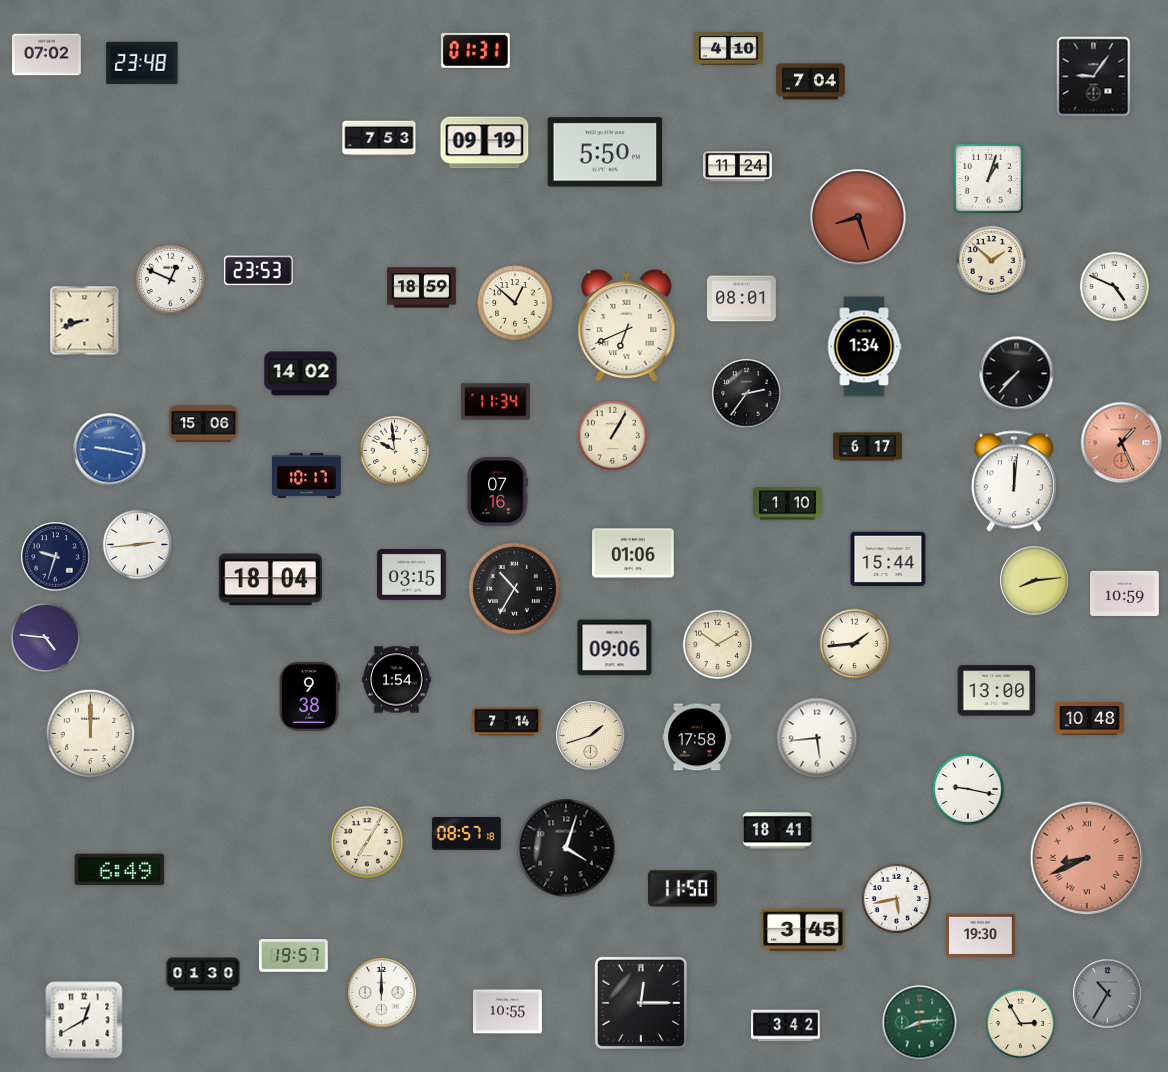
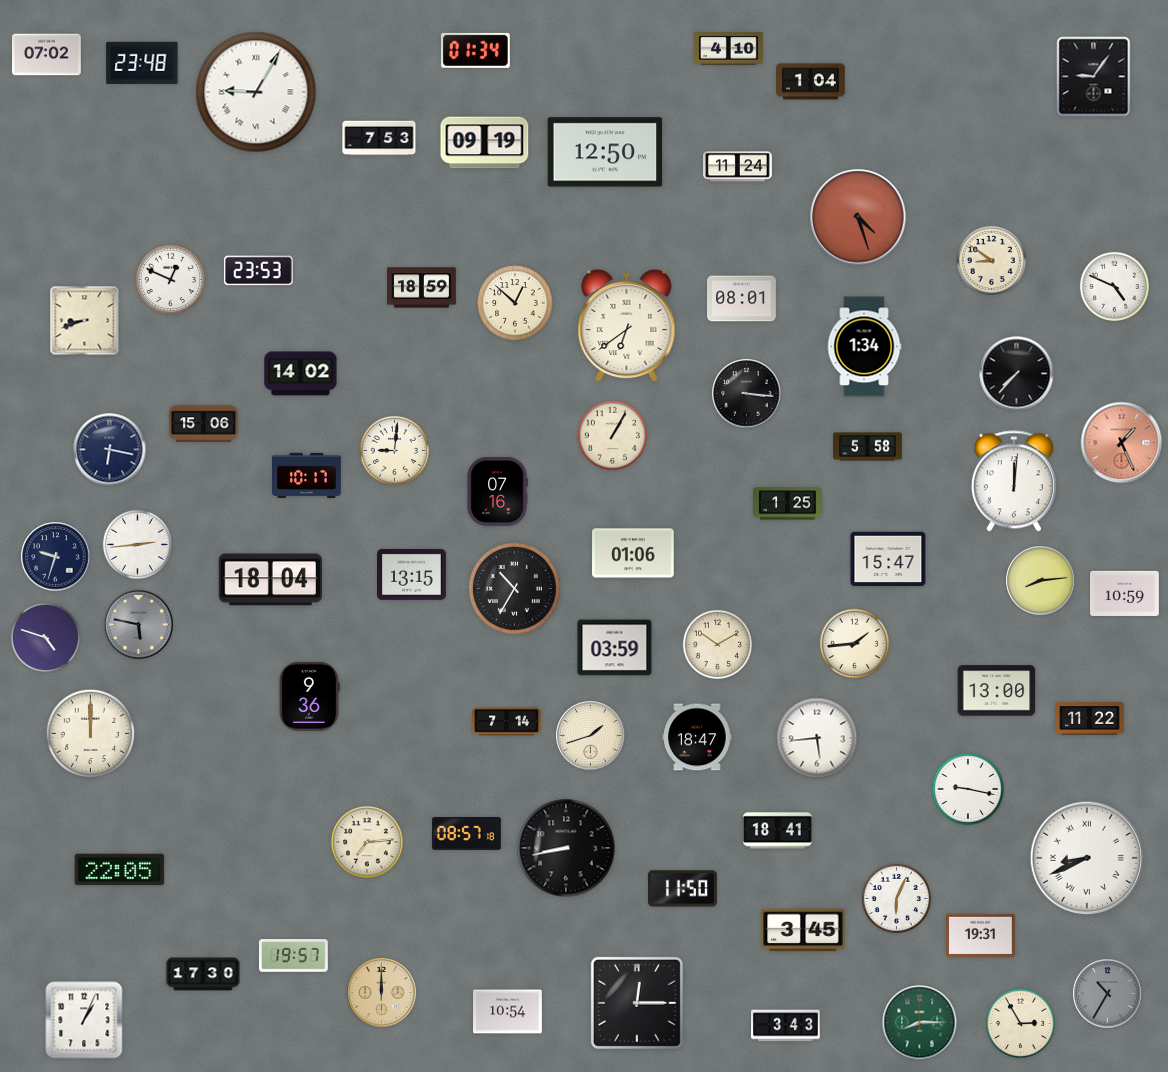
clock at (475, 50): 01:31 -> 01:34
clock at (811, 82): 7:04 -> 1:04
clock at (256, 92): none -> 9:05
clock at (605, 152): 5:50 -> 12:50
clock at (989, 179): 1:03 -> none
clock at (858, 217): 8:27 -> 4:27
clock at (991, 260): 1:52 -> 8:51
clock at (627, 326): 6:41 -> 6:39
clock at (747, 394): 2:36 -> 3:16
clock at (496, 402): 11:34 -> none
clock at (868, 447): 6:17 -> 5:58
clock at (110, 450): 9:17 -> 6:17
clock at (110, 450) dial: blue -> navy
clock at (394, 450): 9:59 -> 9:01
clock at (788, 504): 1:10 -> 1:25
clock at (888, 559): 15:44 -> 15:47
clock at (412, 575): 03:15 -> 13:15
clock at (1035, 581) position: (1035, 581) -> (1041, 581)
clock at (139, 625): none -> 5:47
clock at (45, 637): 4:46 -> 4:48
clock at (615, 648): 09:06 -> 03:59
clock at (397, 680): 1:54 -> none
clock at (309, 697): 9:38 -> 9:36
clock at (1090, 719): 10:48 -> 11:22
clock at (697, 737): 17:58 -> 18:47
clock at (368, 843): 7:05 -> 7:14
clock at (566, 848): 4:03 -> 8:43
clock at (1086, 857) dial: salmon -> white
clock at (120, 870): 6:49 -> 22:05
clock at (896, 898): 5:43 -> 6:04
clock at (981, 935): 19:30 -> 19:31
clock at (203, 974): 01:30 -> 17:30
clock at (382, 993) dial: white -> champagne
clock at (641, 1003) position: (641, 1003) -> (637, 1003)
clock at (508, 1012): 10:55 -> 10:54
clock at (84, 1020): 12:40 -> 1:04
clock at (920, 1023): 8:14 -> 8:15
clock at (786, 1026): 3:42 -> 3:43
